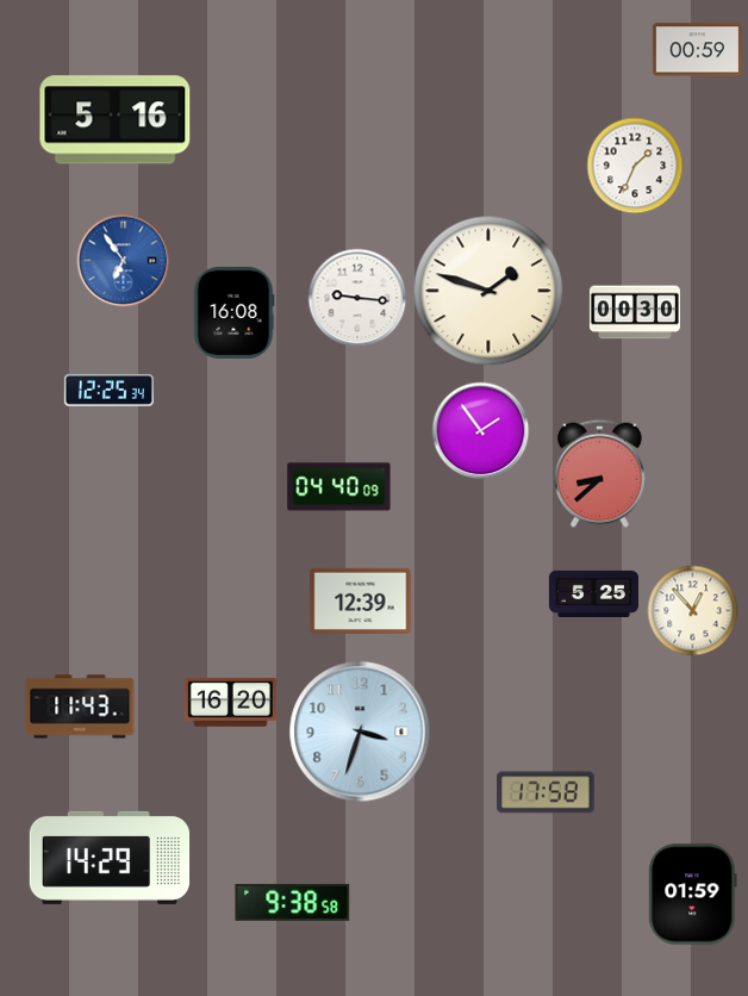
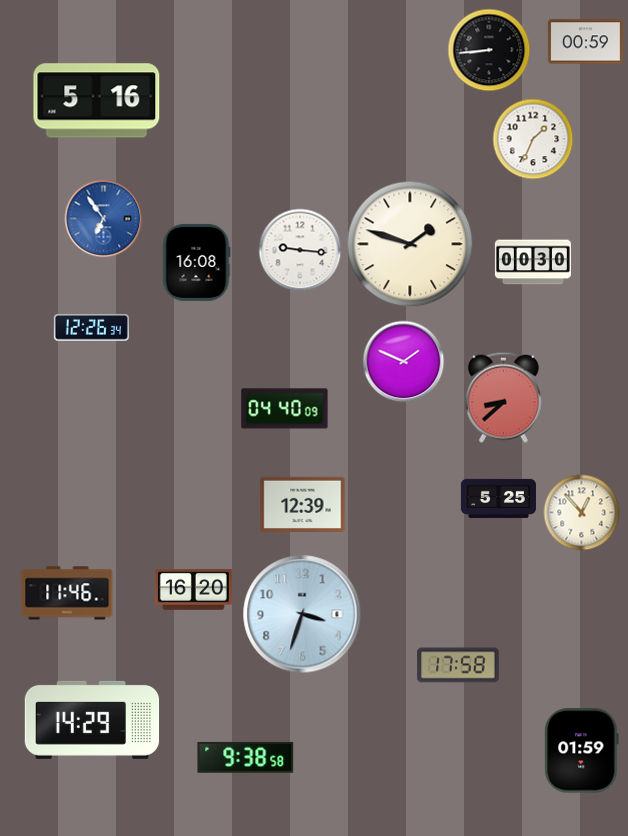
clock at (489, 50): none -> 8:44
clock at (108, 390): 12:25 -> 12:26
clock at (481, 431): 1:54 -> 1:49
clock at (80, 706): 11:43 -> 11:46
